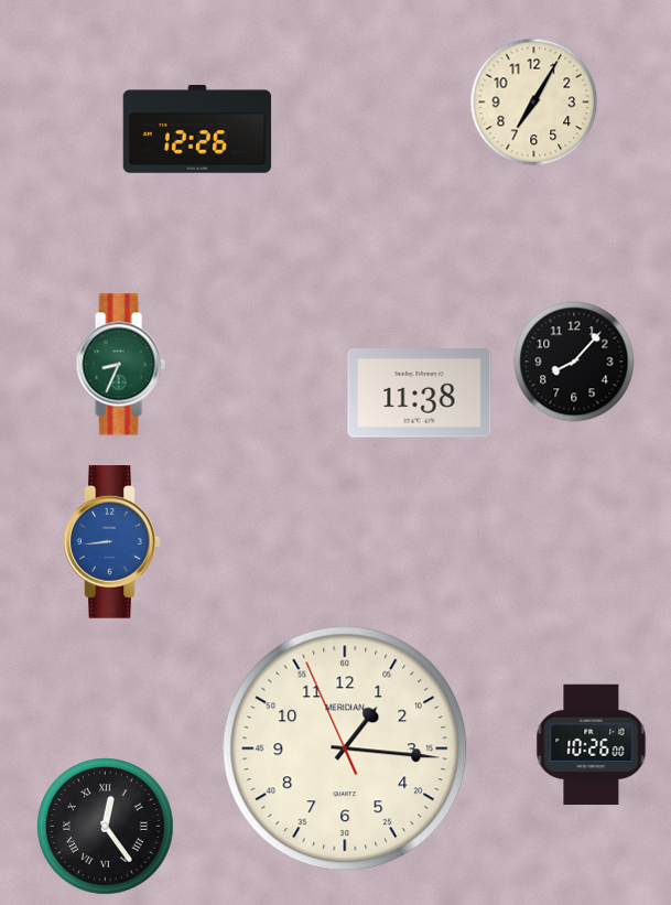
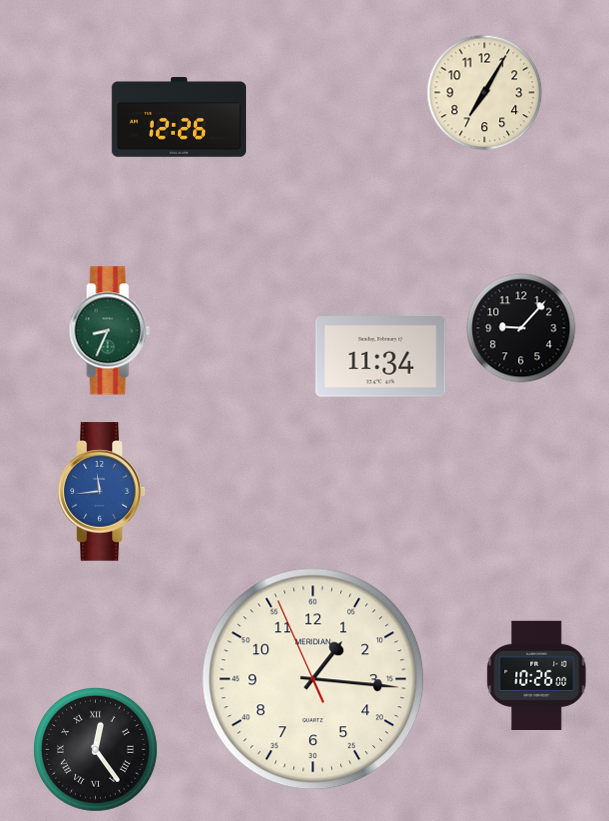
clock at (574, 362): 8:07 -> 9:07
clock at (420, 394): 11:38 -> 11:34
clock at (112, 542): 8:44 -> 11:44
